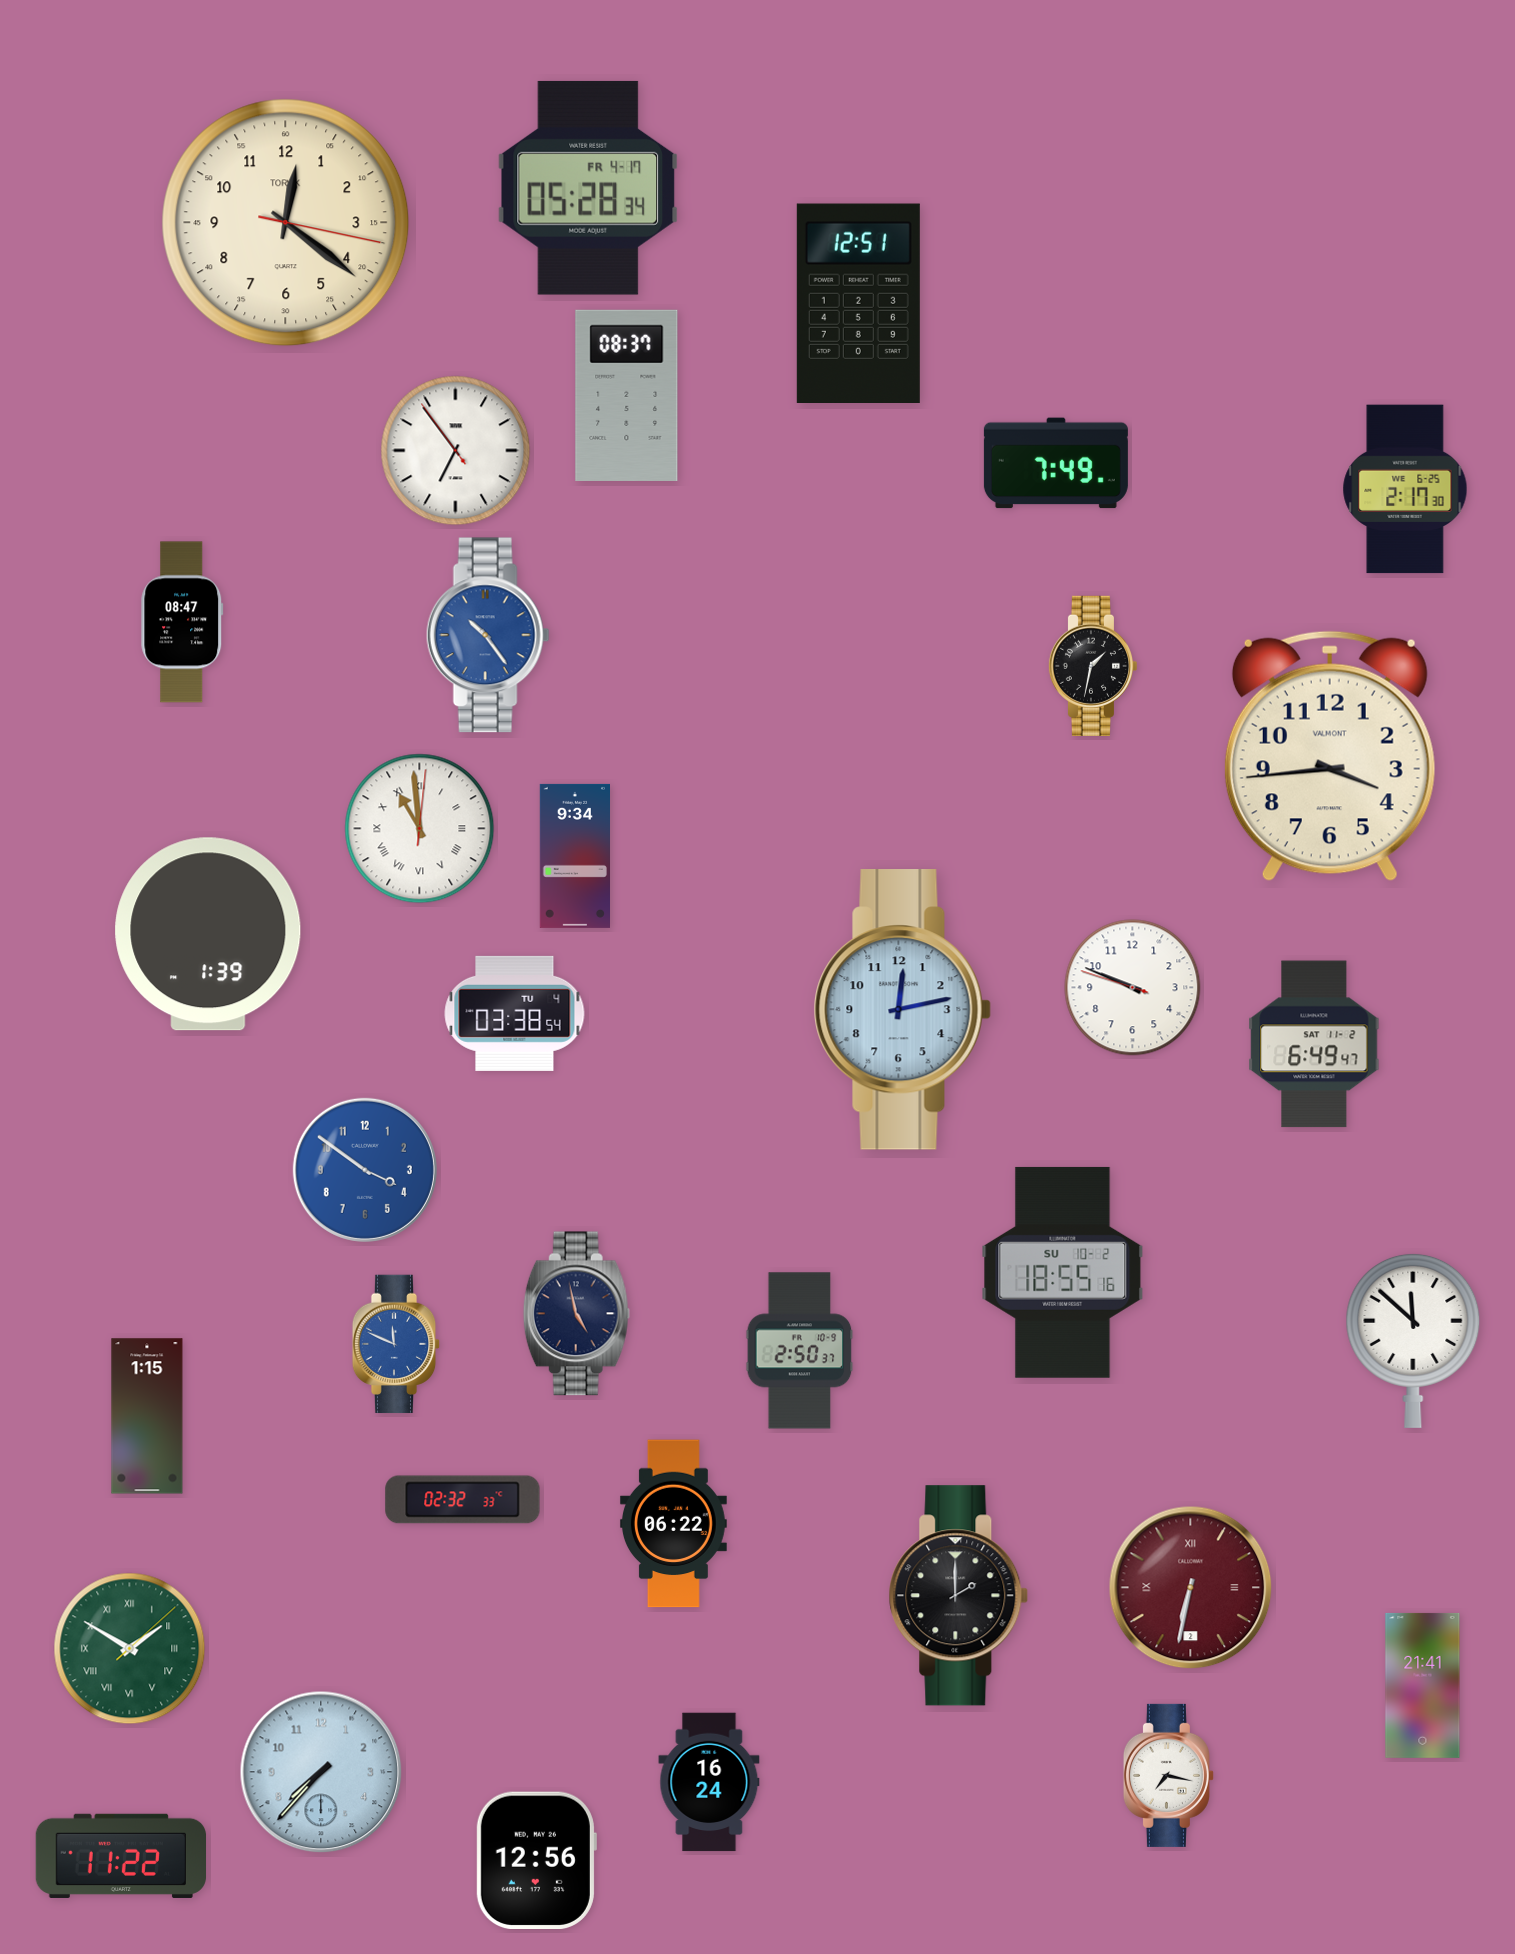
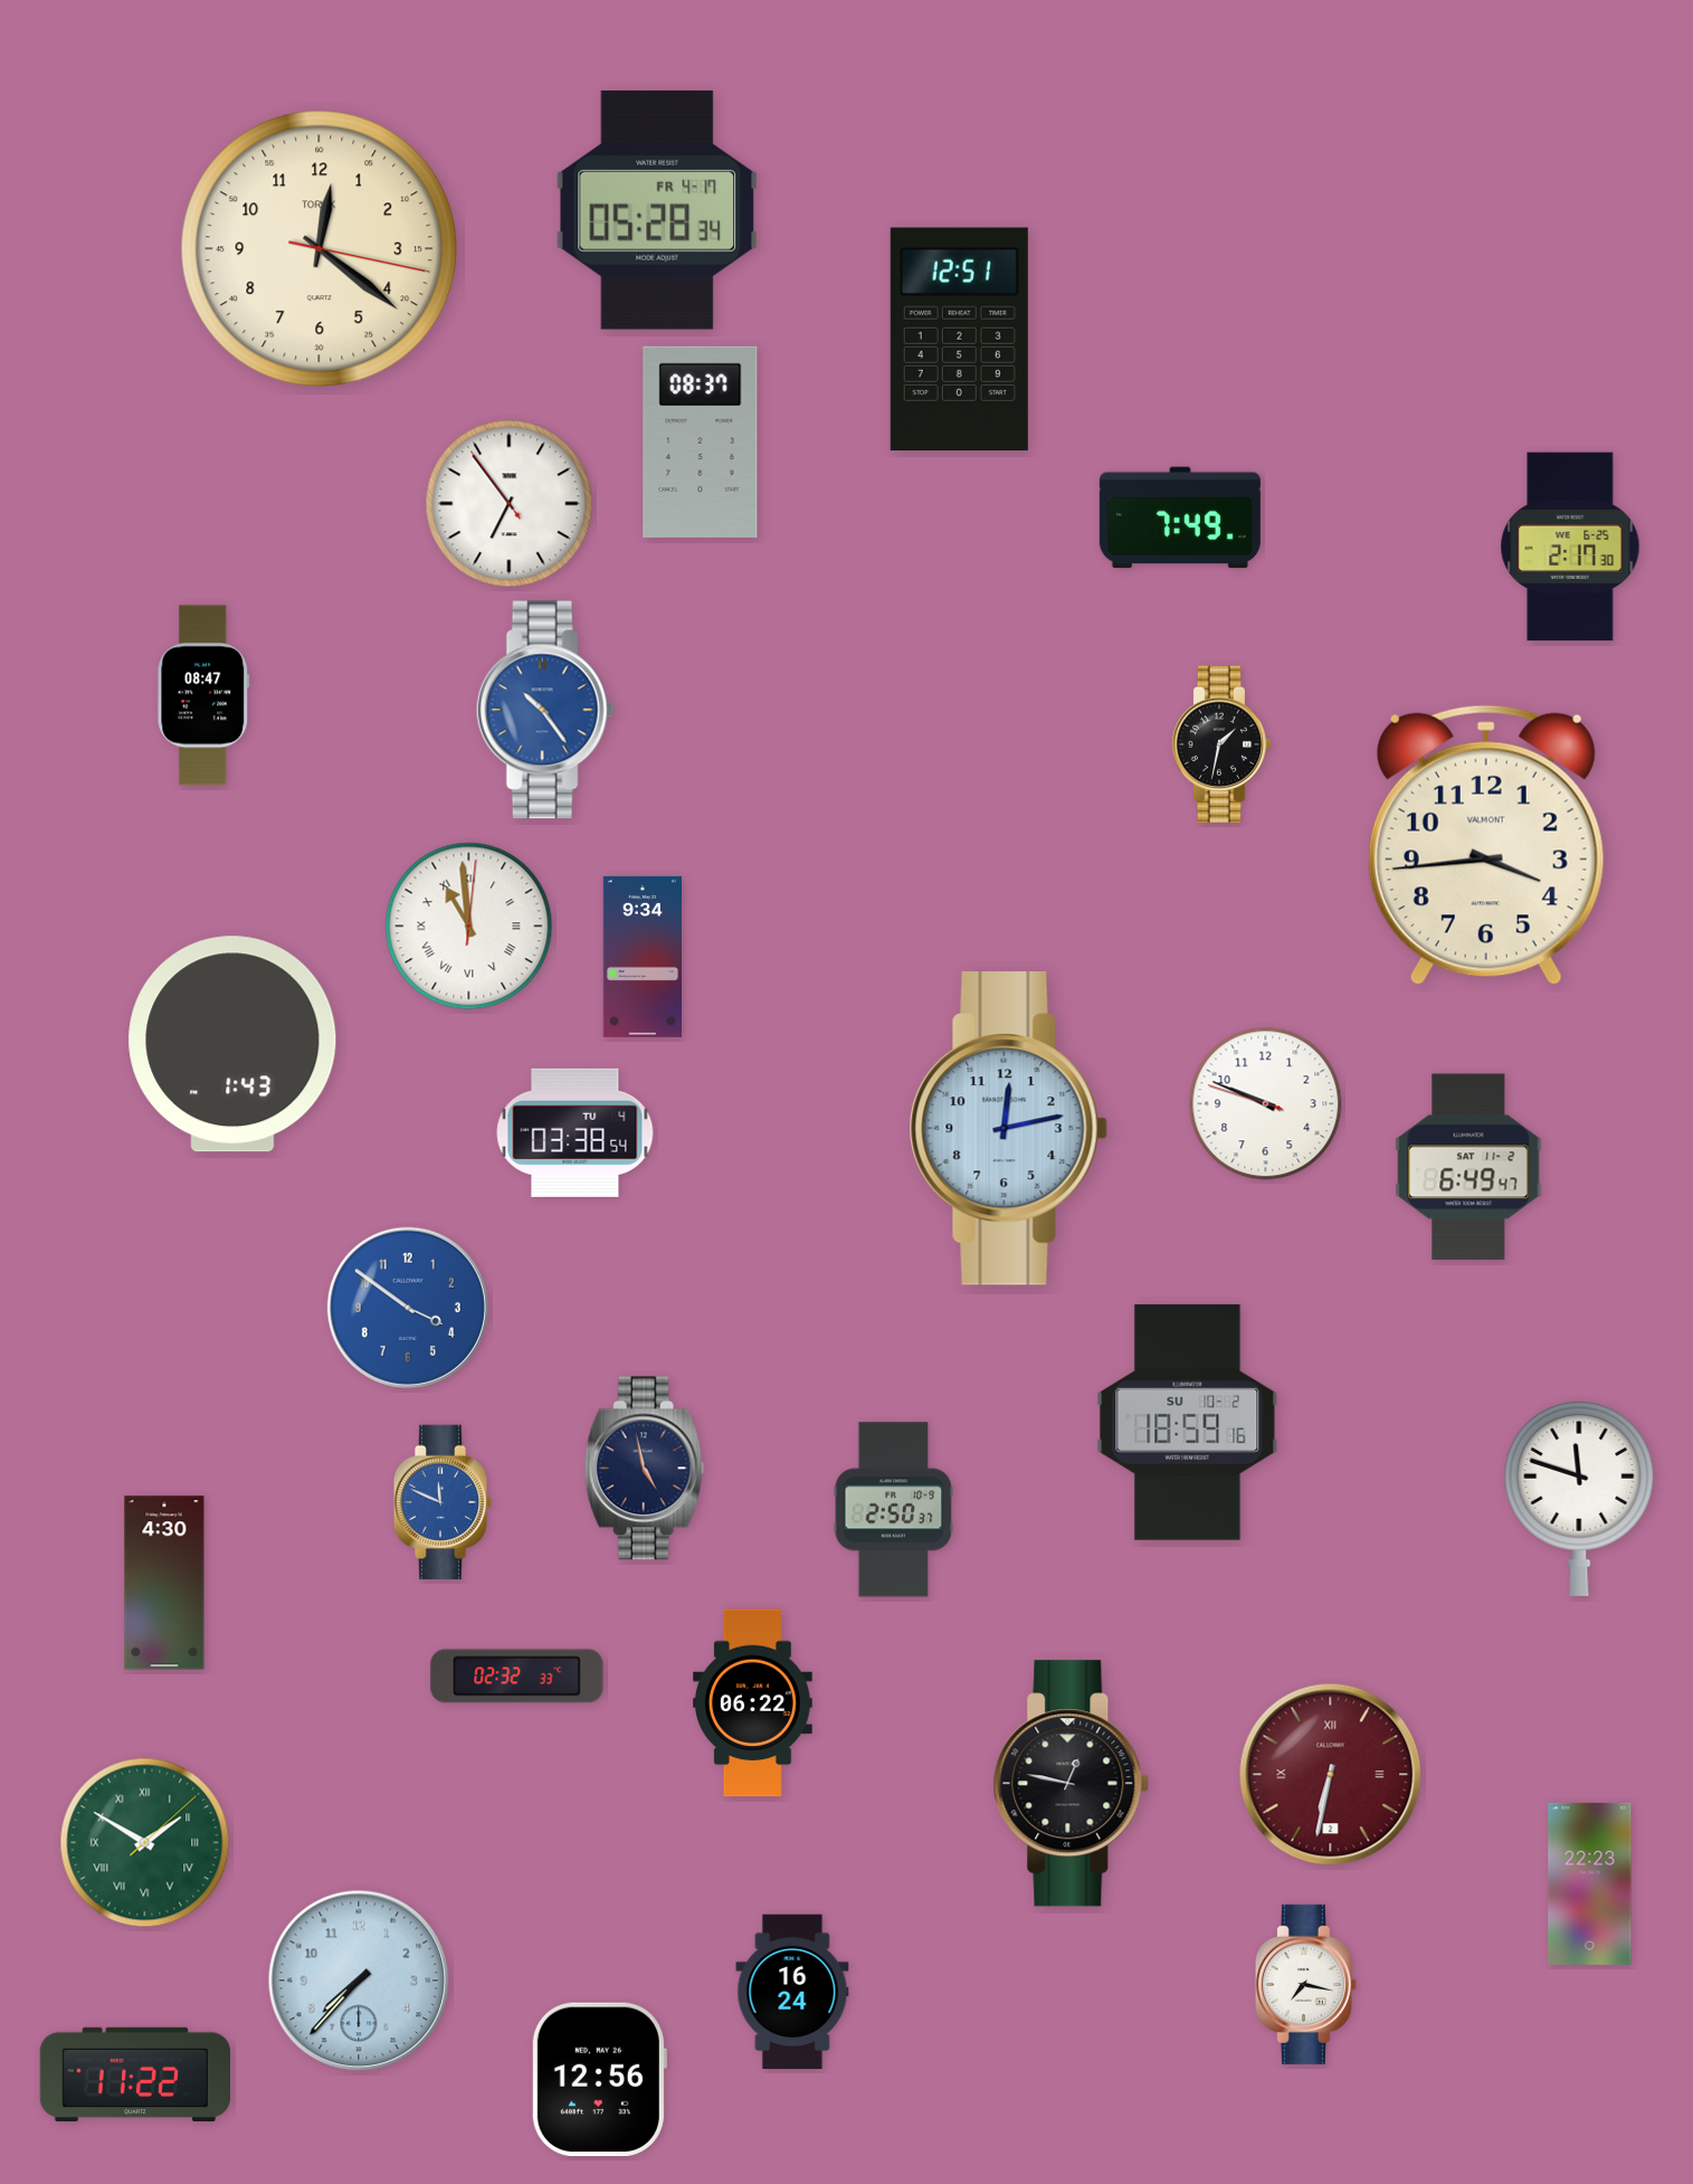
clock at (208, 934): 1:39 -> 1:43
clock at (1063, 1272): 18:55 -> 18:59
clock at (1413, 1340): 11:52 -> 11:48
clock at (147, 1416): 1:15 -> 4:30
clock at (959, 1596): 2:00 -> 12:47
clock at (1423, 1685): 21:41 -> 22:23
